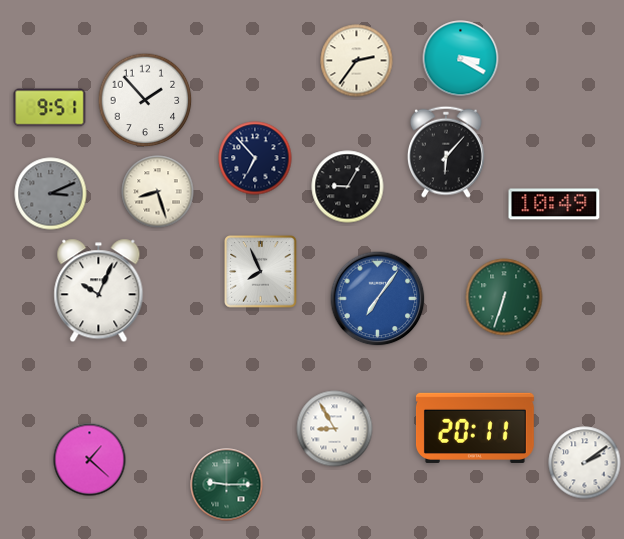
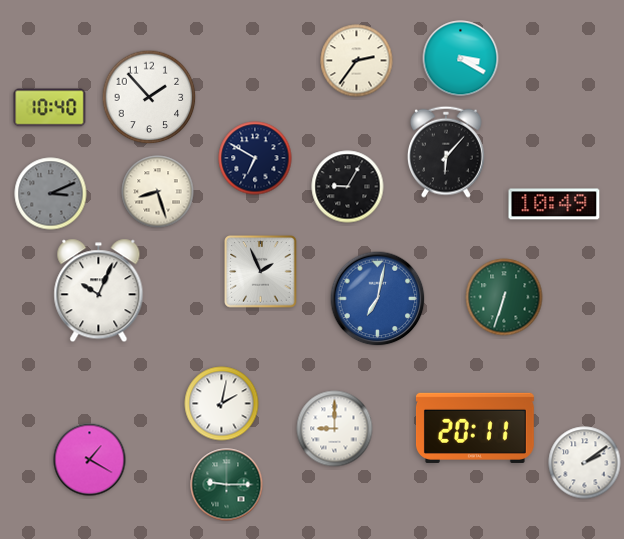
clock at (145, 100) position: (145, 100) -> (149, 97)
clock at (50, 108): 9:51 -> 10:40
clock at (255, 158): 6:53 -> 6:50
clock at (261, 272): 7:56 -> 1:56
clock at (378, 299): 7:06 -> 7:02
clock at (222, 404): none -> 2:02
clock at (335, 429): 8:55 -> 9:00
clock at (90, 460): 1:22 -> 1:20
